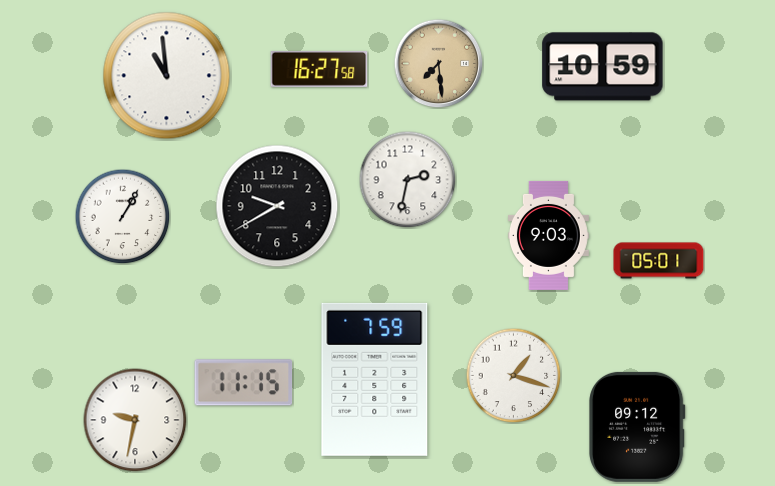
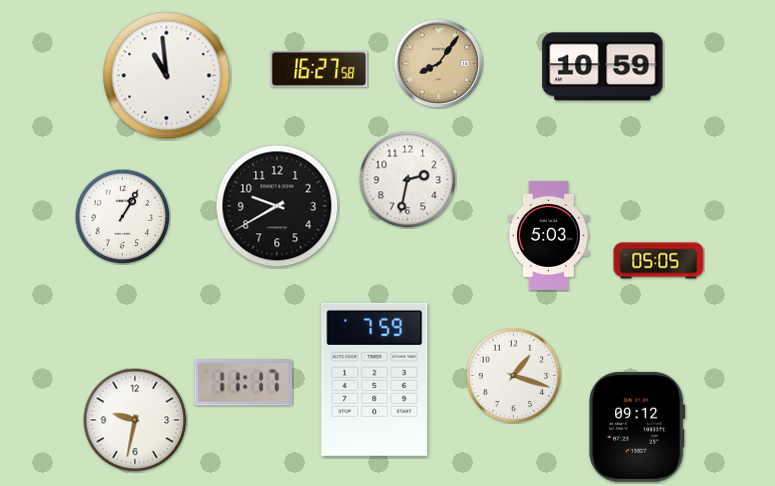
clock at (438, 63): 7:29 -> 8:06
clock at (548, 235): 9:03 -> 5:03
clock at (659, 261): 05:01 -> 05:05
clock at (244, 383): 11:15 -> 11:17
